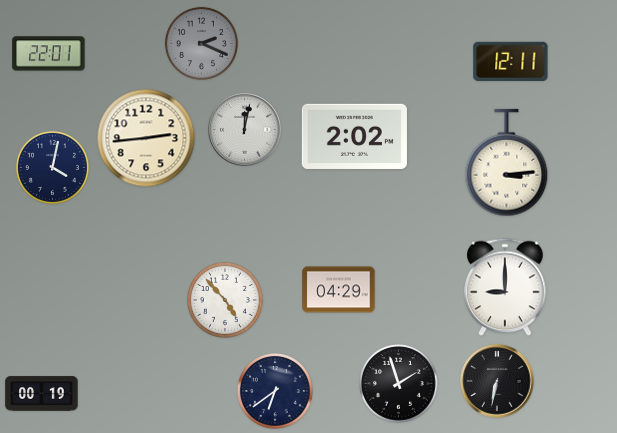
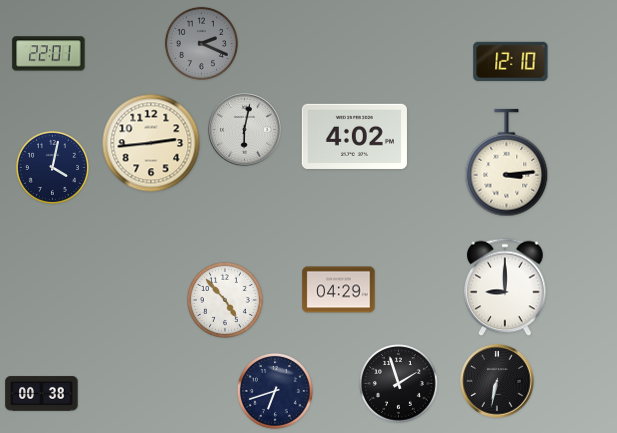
clock at (511, 61): 12:11 -> 12:10
clock at (245, 130): 12:02 -> 6:02
clock at (354, 136): 2:02 -> 4:02
clock at (146, 138) position: (146, 138) -> (151, 143)
clock at (275, 391): 6:39 -> 6:42
clock at (42, 394): 00:19 -> 00:38
